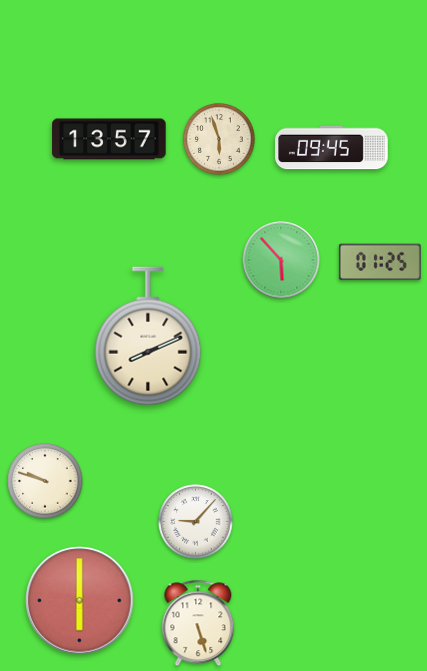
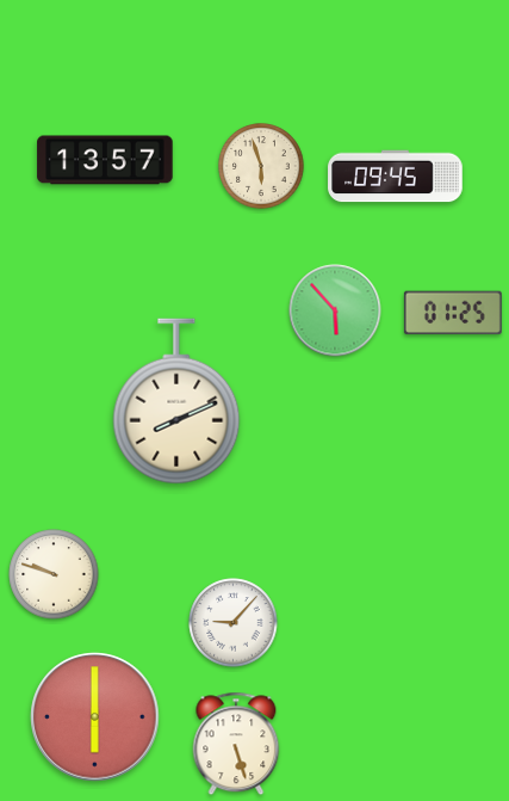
clock at (109, 139) position: (109, 139) -> (105, 160)
